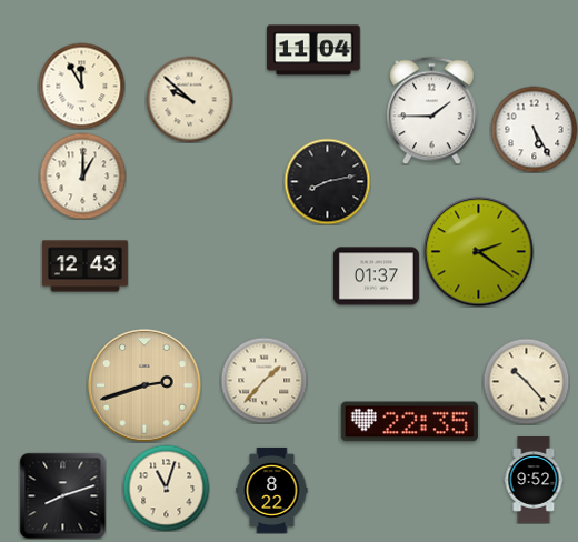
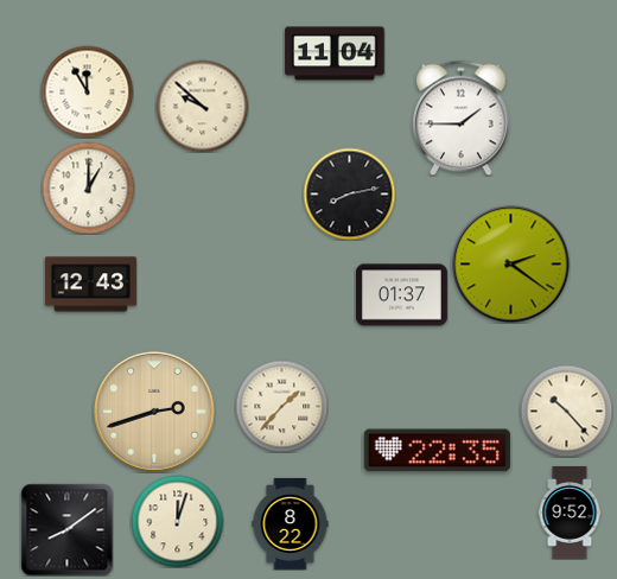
clock at (534, 129): 5:25 -> none
clock at (479, 252) position: (479, 252) -> (511, 265)
clock at (526, 381) position: (526, 381) -> (566, 411)
clock at (166, 488): 11:03 -> 12:03
clock at (62, 495): 8:12 -> 8:09
